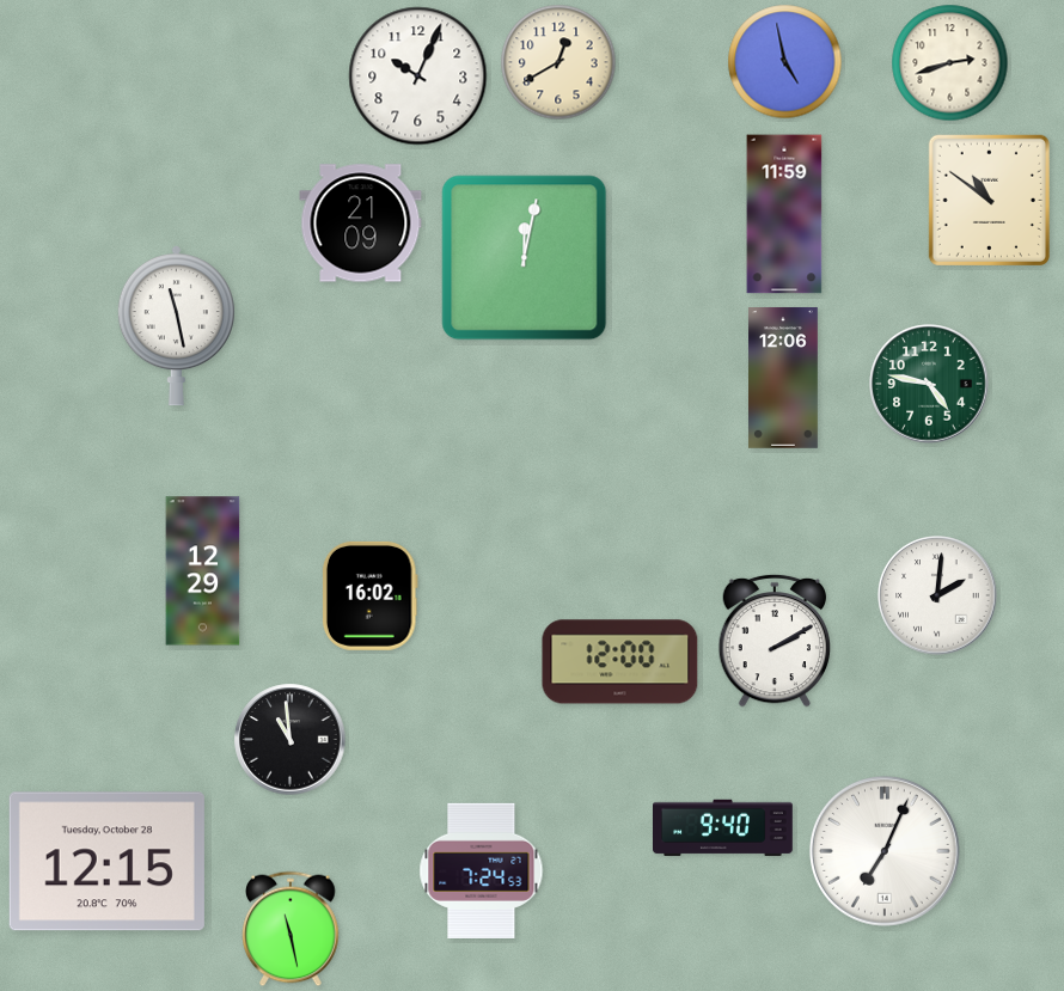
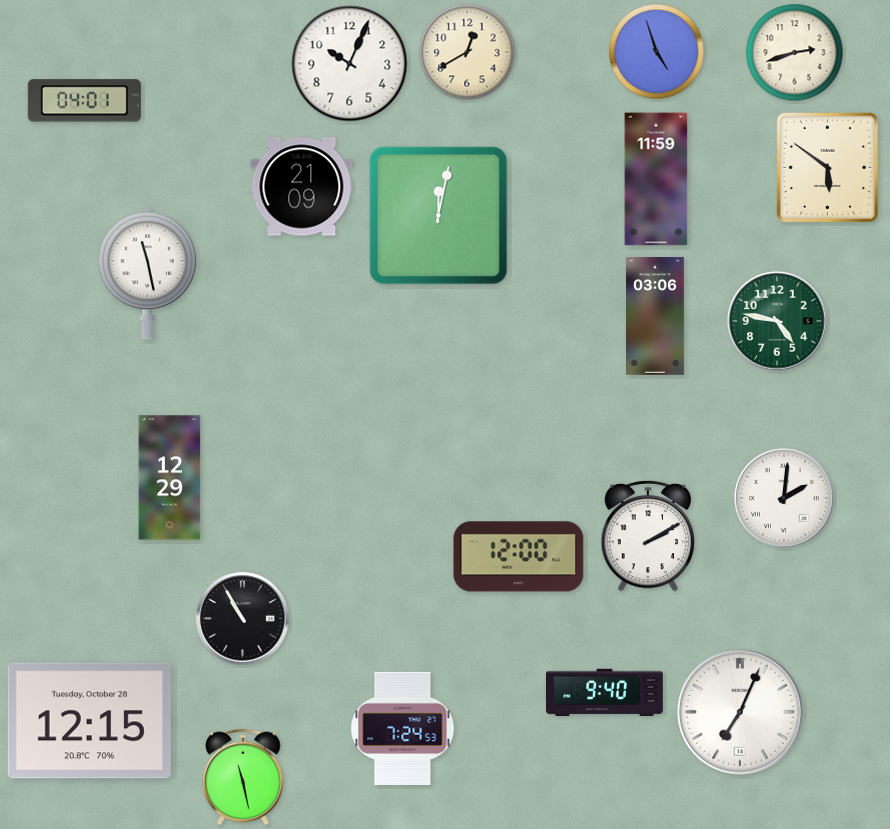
clock at (785, 62): 4:58 -> 4:57
clock at (84, 101): none -> 04:01
clock at (989, 200): 10:51 -> 5:51
clock at (784, 378): 12:06 -> 03:06
clock at (369, 595): 16:02 -> none
clock at (620, 662) position: (620, 662) -> (519, 557)
clock at (291, 740): 10:59 -> 10:55
